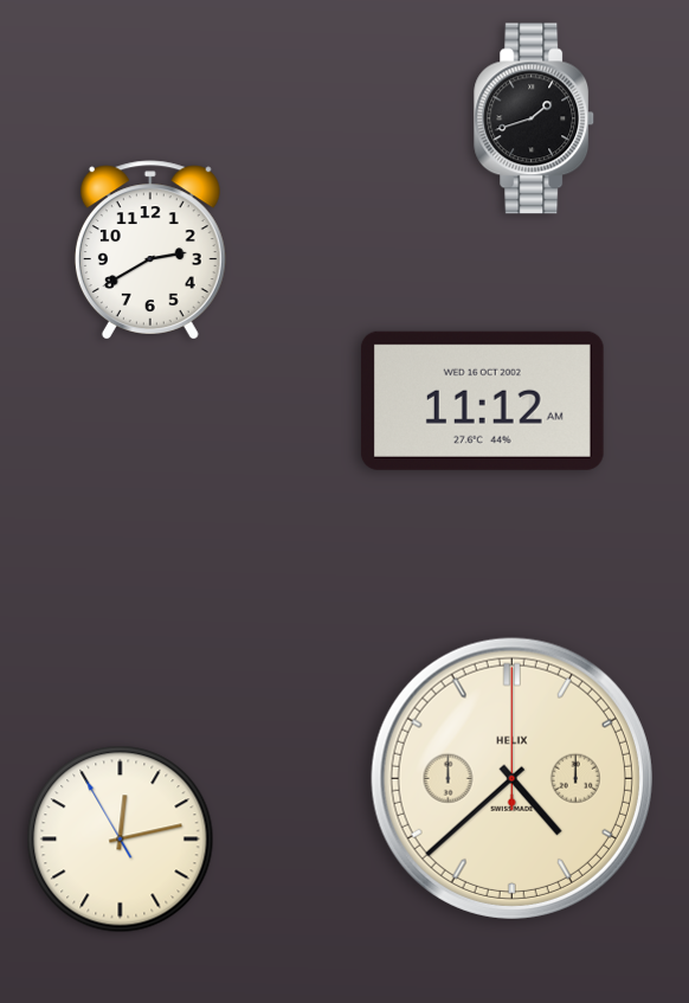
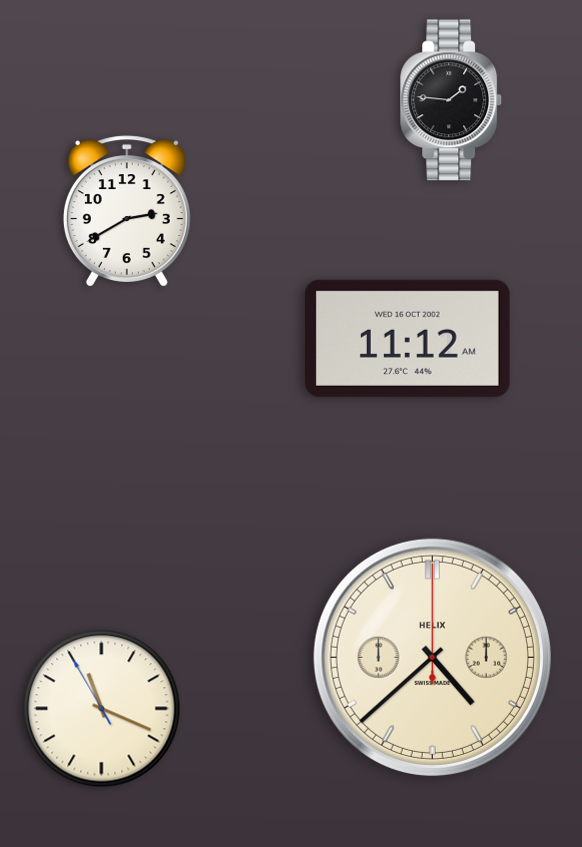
clock at (535, 118): 1:42 -> 1:46
clock at (121, 840): 12:12 -> 11:18
